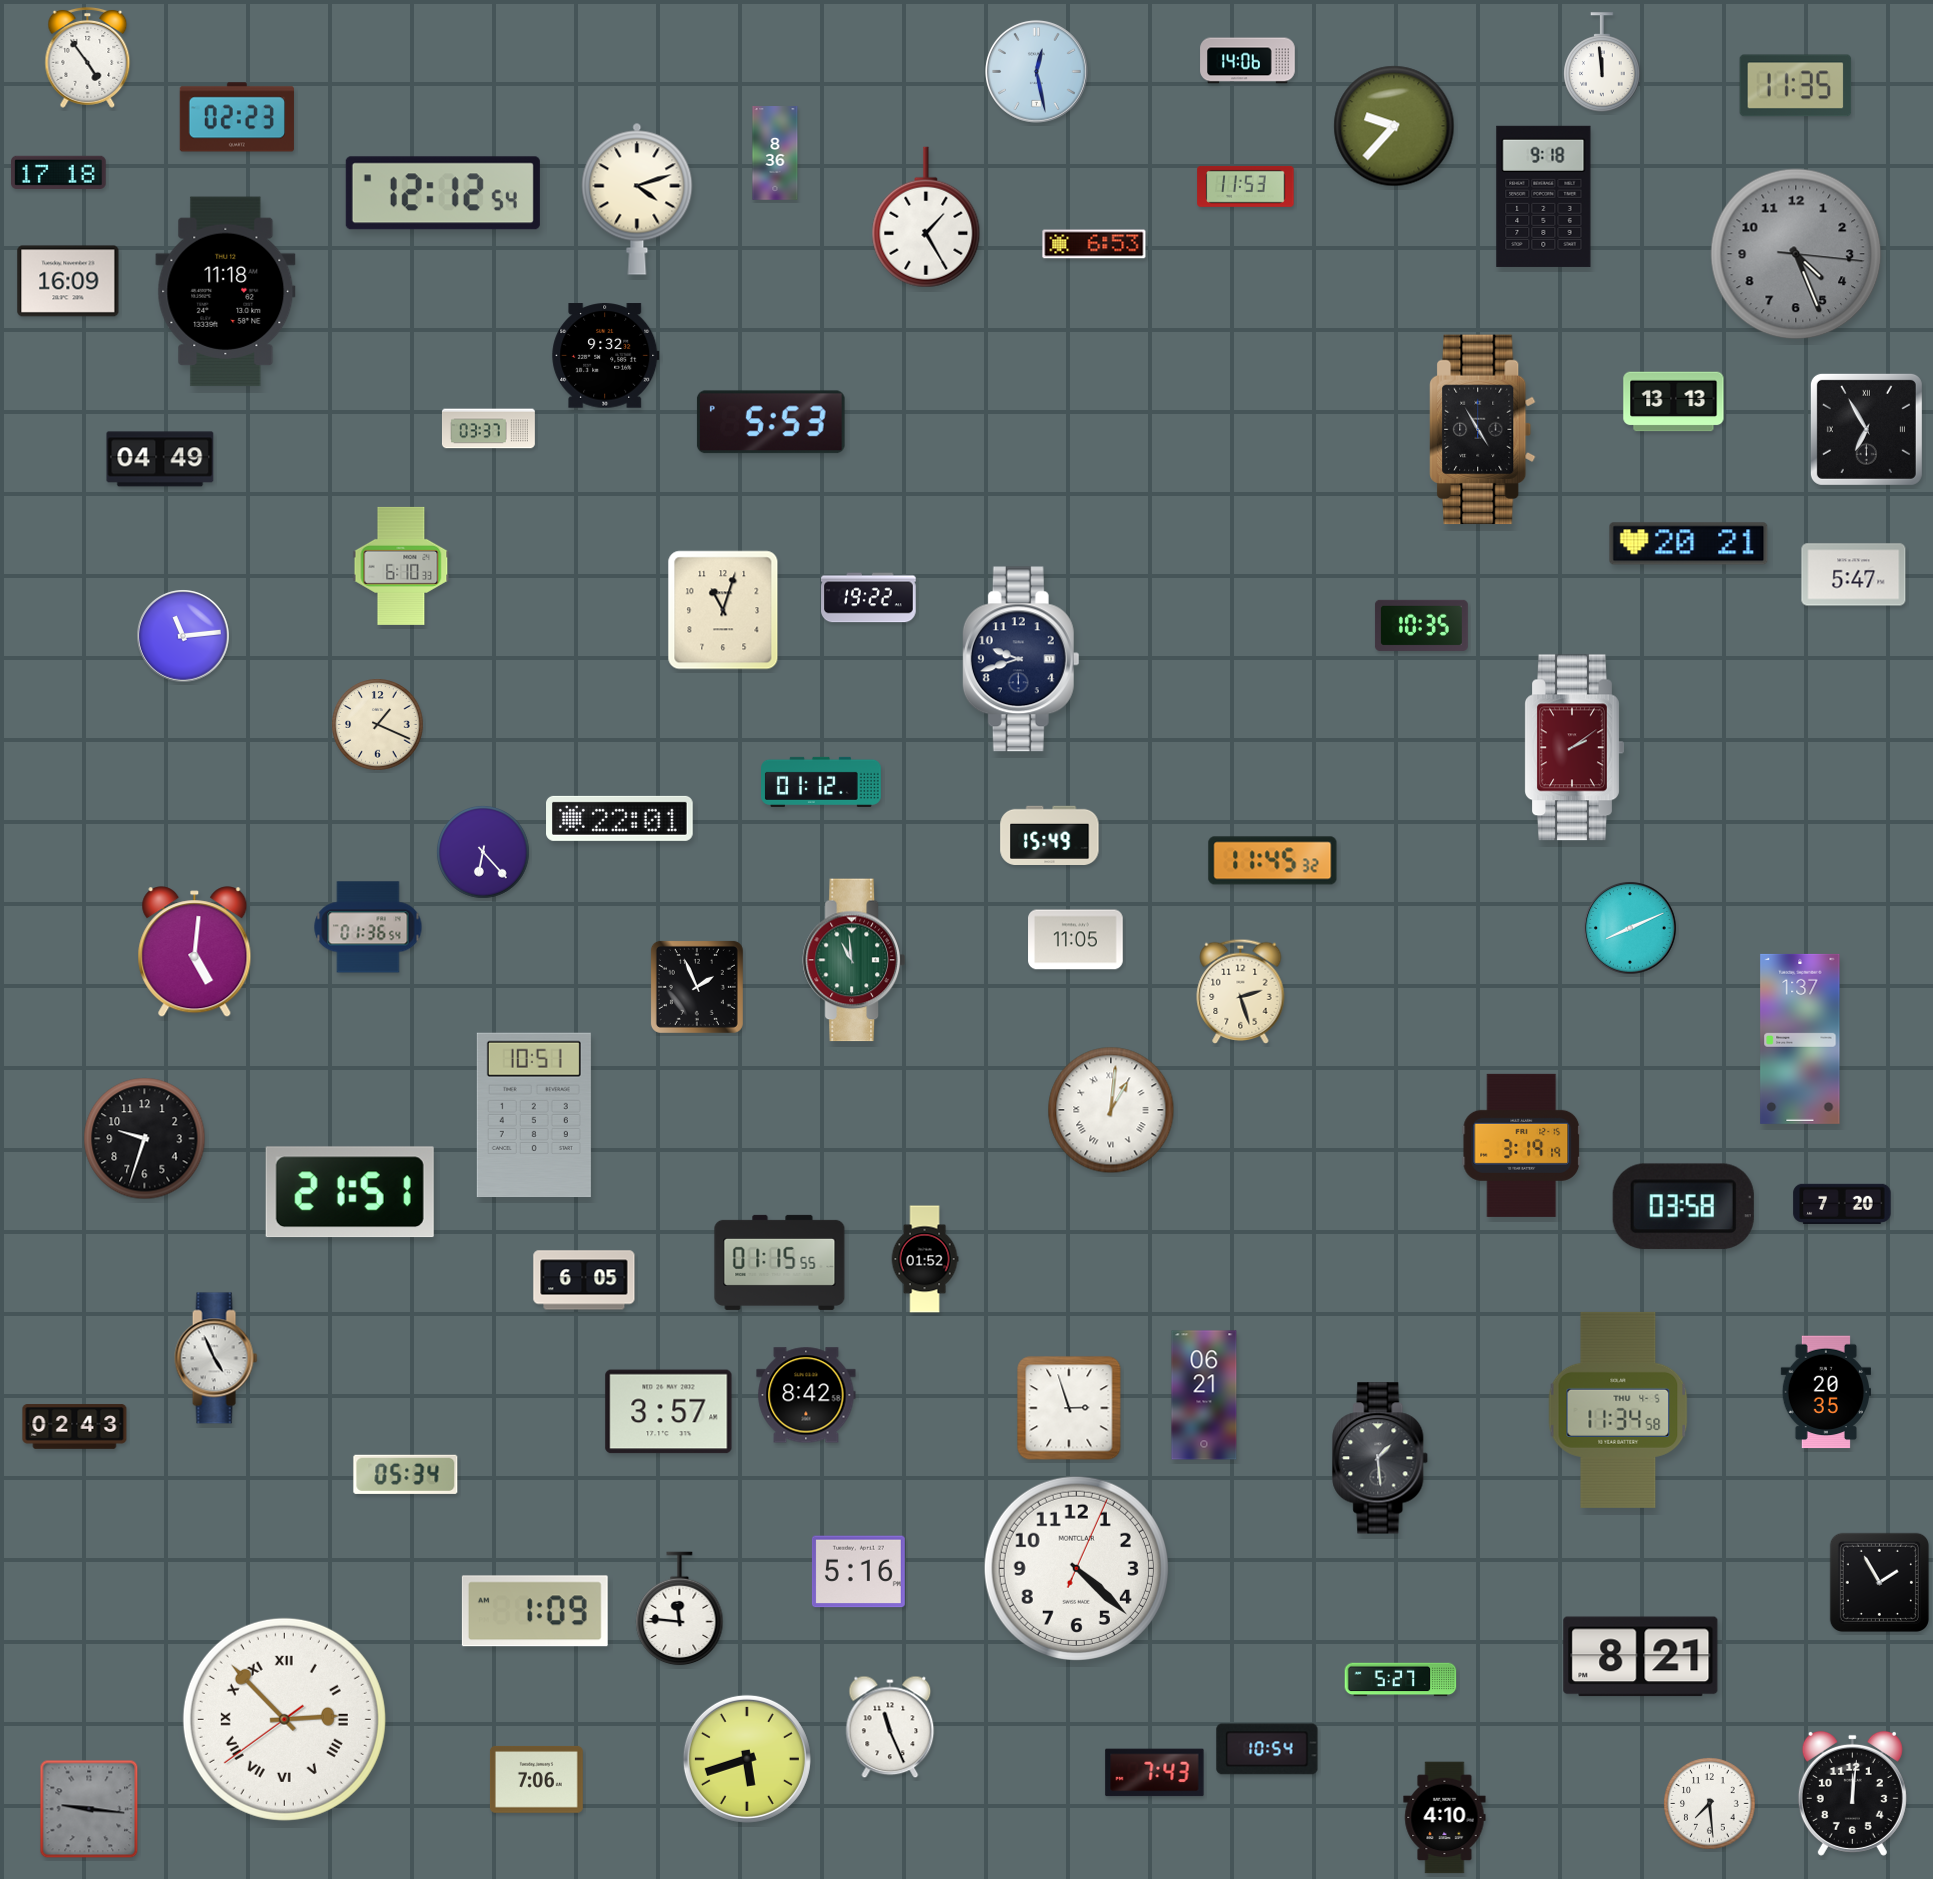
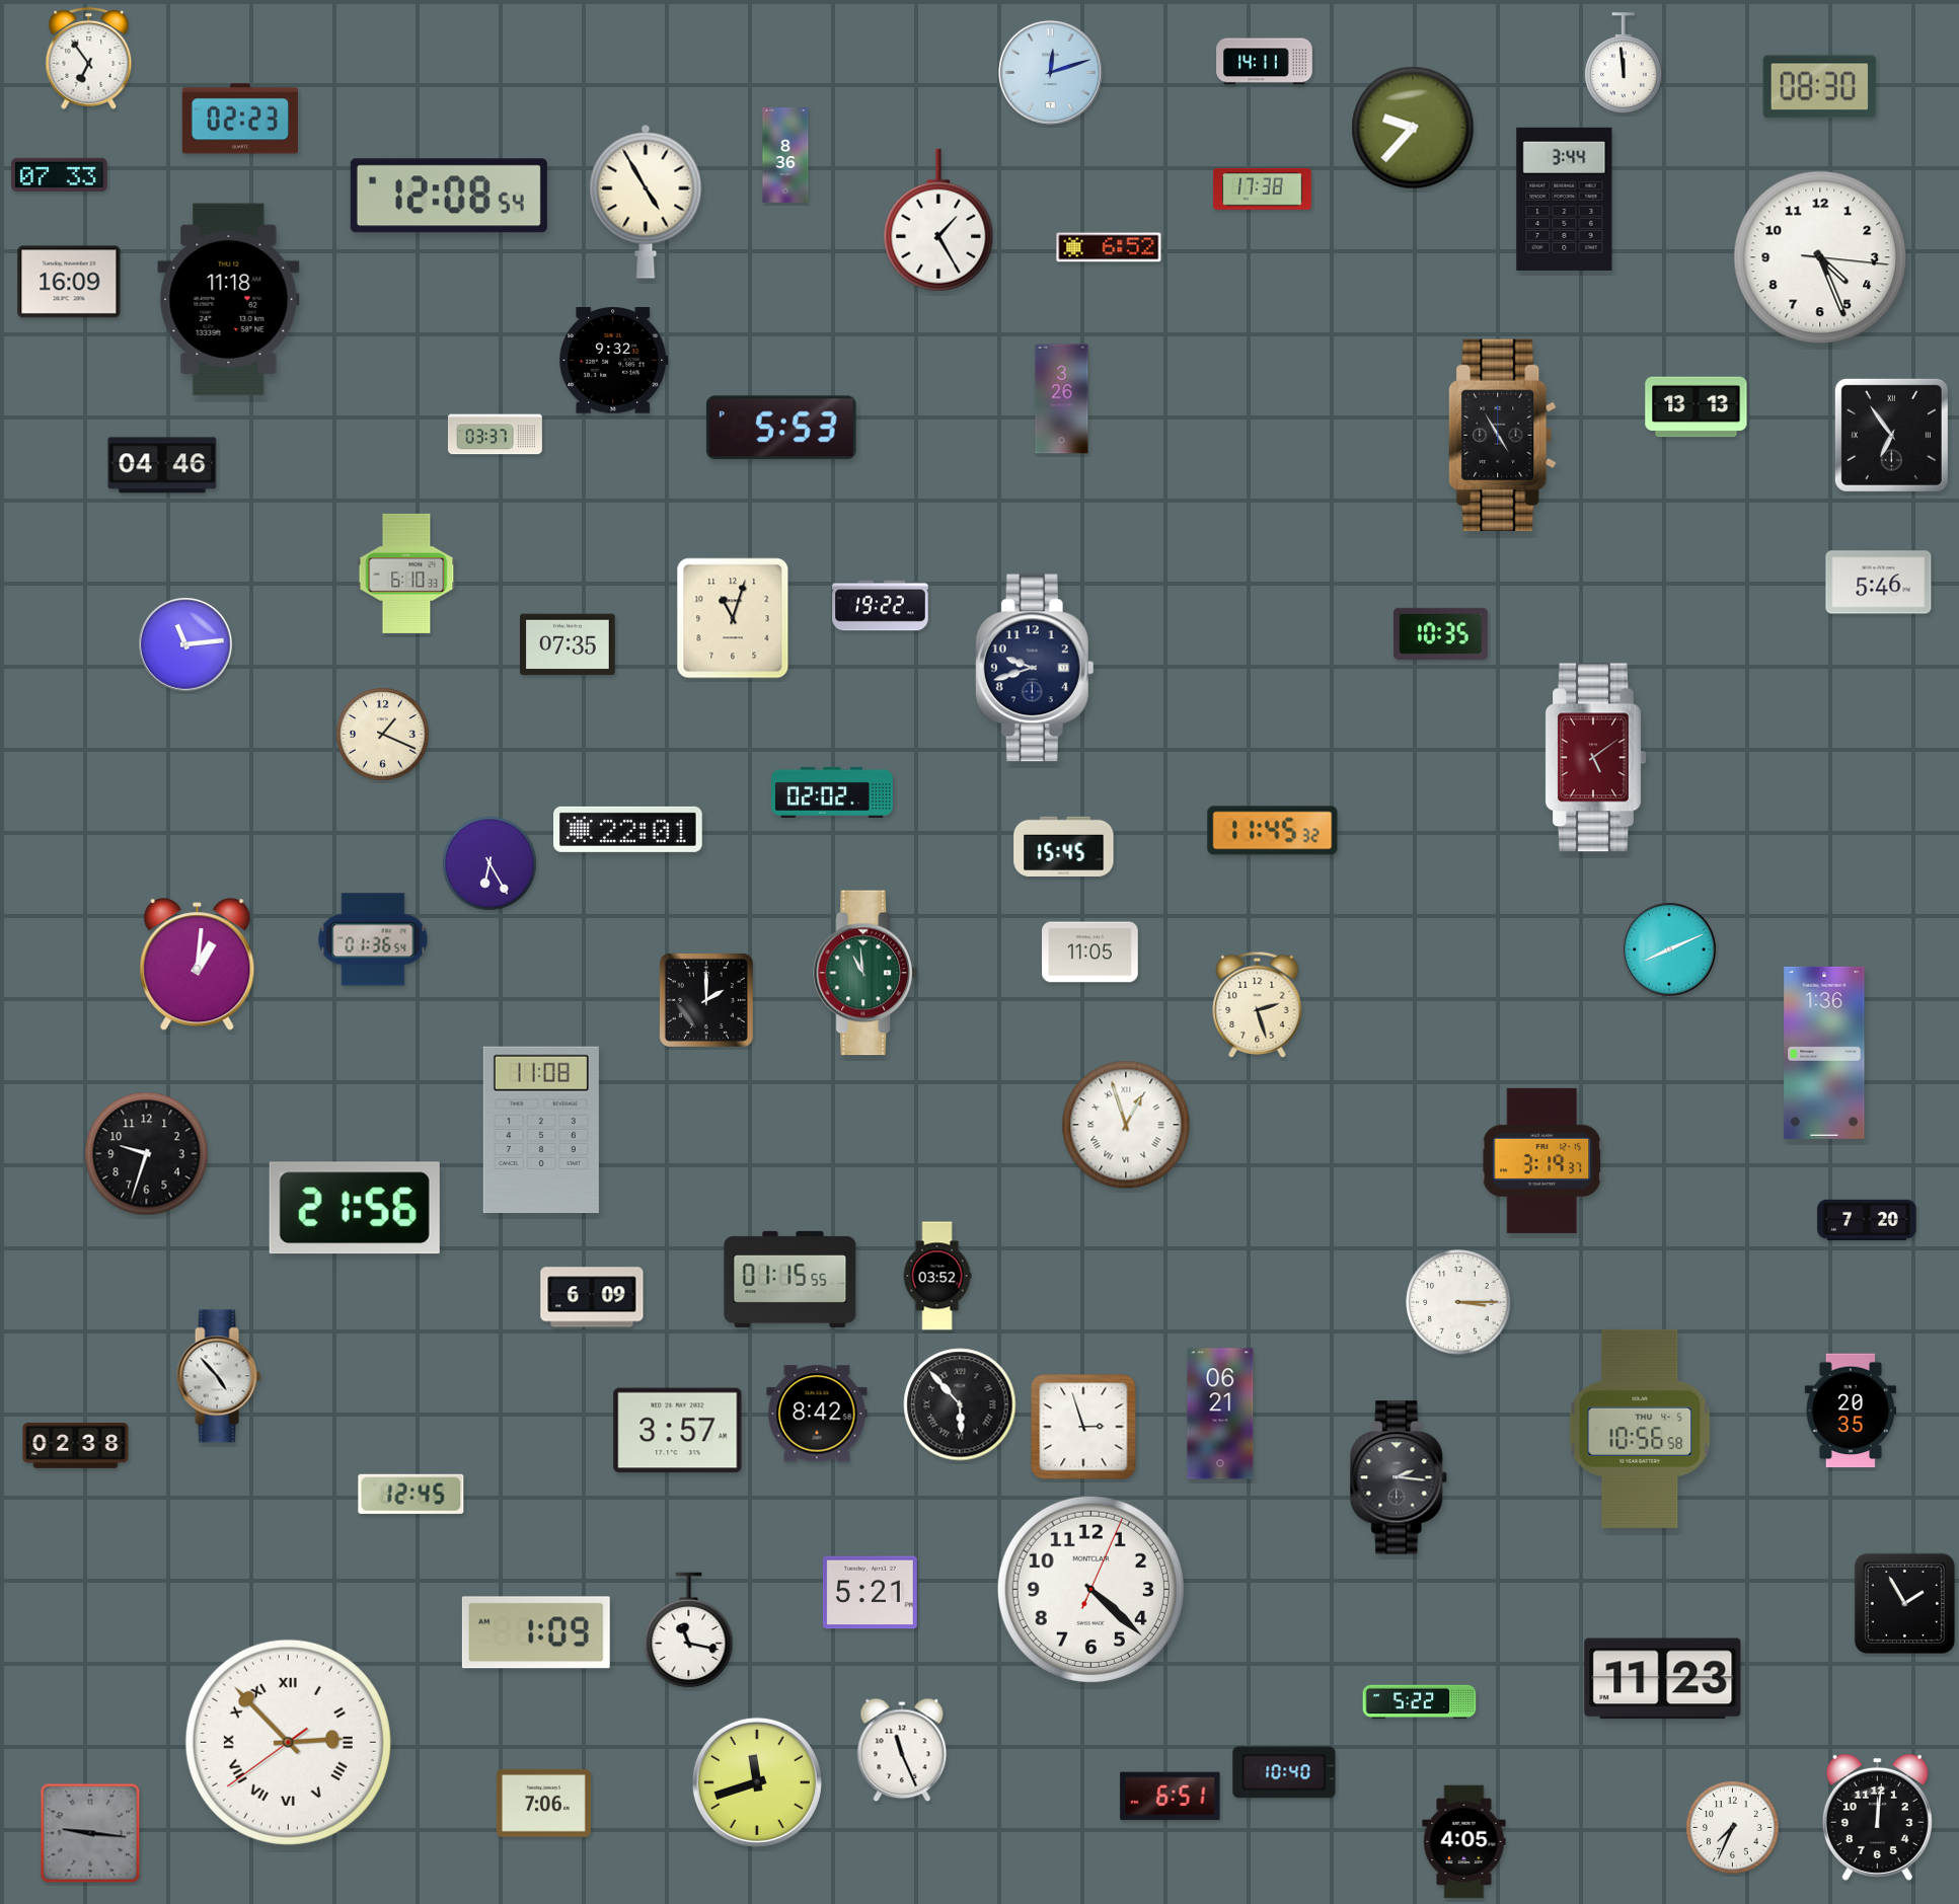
clock at (88, 57): 4:54 -> 6:54
clock at (1248, 61): 14:06 -> 14:11
clock at (1036, 71): 12:28 -> 12:12
clock at (1796, 86): 11:35 -> 08:30
clock at (59, 172): 17:18 -> 07:33
clock at (1246, 186): 11:53 -> 17:38
clock at (443, 193): 12:12 -> 12:08
clock at (1544, 196): 9:18 -> 3:44
clock at (637, 199): 4:12 -> 4:55
clock at (1094, 244): 6:53 -> 6:52
clock at (1796, 254) dial: grey -> white
clock at (68, 281) position: (68, 281) -> (69, 282)
clock at (226, 292) position: (226, 292) -> (229, 300)
clock at (1062, 399): none -> 3:26
clock at (1866, 429): 6:55 -> 6:54
clock at (160, 459): 04:49 -> 04:46
clock at (1689, 544): 20:21 -> none
clock at (1854, 575): 5:47 -> 5:46
clock at (569, 644): none -> 07:35
clock at (1574, 748): 2:09 -> 5:09
clock at (822, 782): 01:12 -> 02:02
clock at (1050, 835): 15:49 -> 15:45
clock at (483, 852): 6:23 -> 6:25
clock at (1273, 861) position: (1273, 861) -> (1273, 831)
clock at (1630, 928) position: (1630, 928) -> (1669, 949)
clock at (195, 952): 5:01 -> 1:01
clock at (697, 987): 1:56 -> 2:00
clock at (1800, 1039): 1:37 -> 1:36
clock at (1111, 1110): 1:01 -> 12:57
clock at (534, 1115): 10:51 -> 11:08
clock at (1522, 1145): 3:19:19 -> 3:19:37
clock at (350, 1192): 21:51 -> 21:56
clock at (1683, 1207): 03:58 -> none
clock at (925, 1259): 01:52 -> 03:52
clock at (584, 1280): 6:05 -> 6:09
clock at (1458, 1302): none -> 3:15
clock at (216, 1358): 4:56 -> 4:53
clock at (960, 1404): none -> 5:53
clock at (1618, 1410): 11:34 -> 10:56
clock at (75, 1427): 02:43 -> 02:38
clock at (1381, 1458): 1:29 -> 2:16
clock at (406, 1474): 05:34 -> 12:45
clock at (858, 1572): 5:16 -> 5:21
clock at (680, 1609): 11:46 -> 11:17
clock at (535, 1611) position: (535, 1611) -> (536, 1632)
clock at (1641, 1657): 8:21 -> 11:23
clock at (1401, 1680): 5:27 -> 5:22
clock at (1267, 1749): 10:54 -> 10:40
clock at (747, 1759): 5:42 -> 11:42
clock at (1155, 1773): 7:43 -> 6:51
clock at (1710, 1804): 7:29 -> 7:34
clock at (1445, 1818): 4:10 -> 4:05
